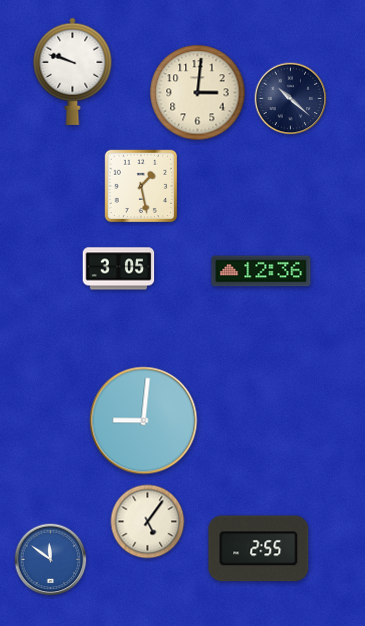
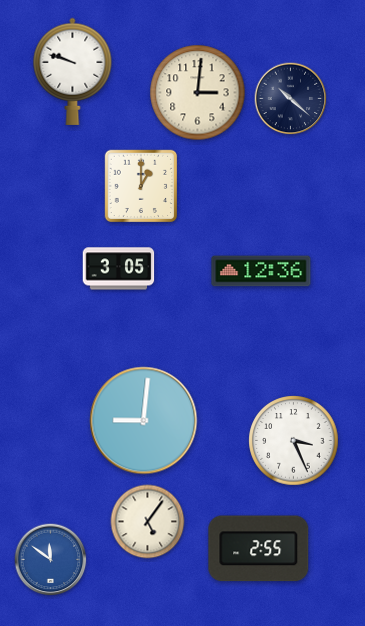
clock at (141, 186): 1:28 -> 1:00
clock at (294, 441): none -> 3:26
